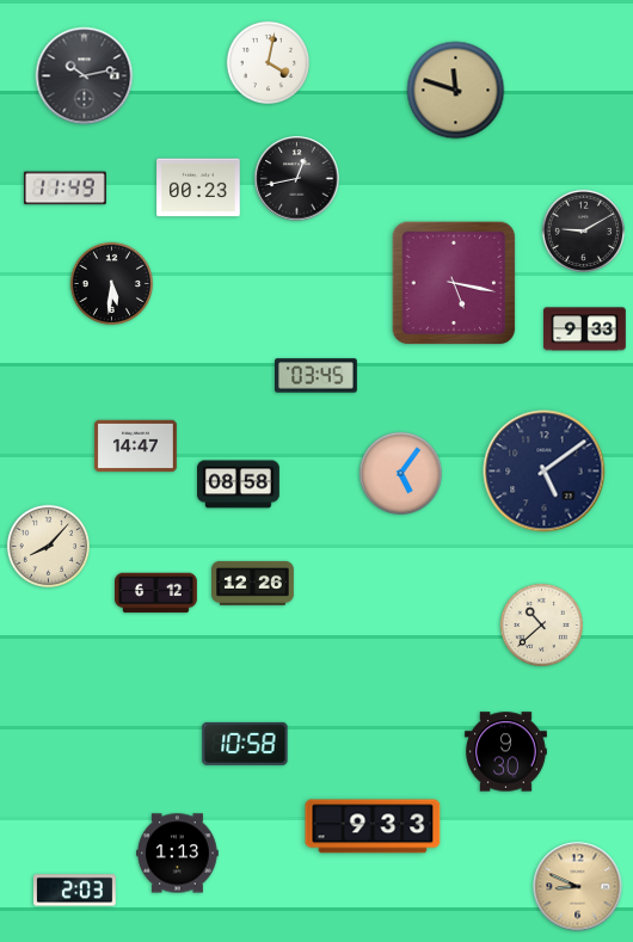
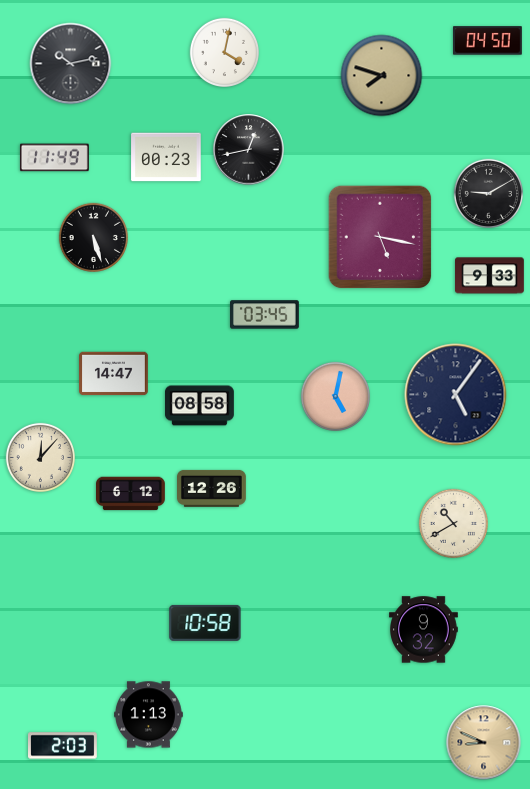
clock at (488, 41): none -> 04:50
clock at (456, 91): 11:48 -> 7:48
clock at (111, 283): 5:31 -> 5:27
clock at (545, 472): 5:09 -> 5:06
clock at (400, 473): 5:06 -> 5:02
clock at (48, 546): 8:07 -> 12:07
clock at (156, 593) position: (156, 593) -> (131, 494)
clock at (541, 624): 10:38 -> 10:40
clock at (506, 752): 9:30 -> 9:32
clock at (373, 826): 9:33 -> none
